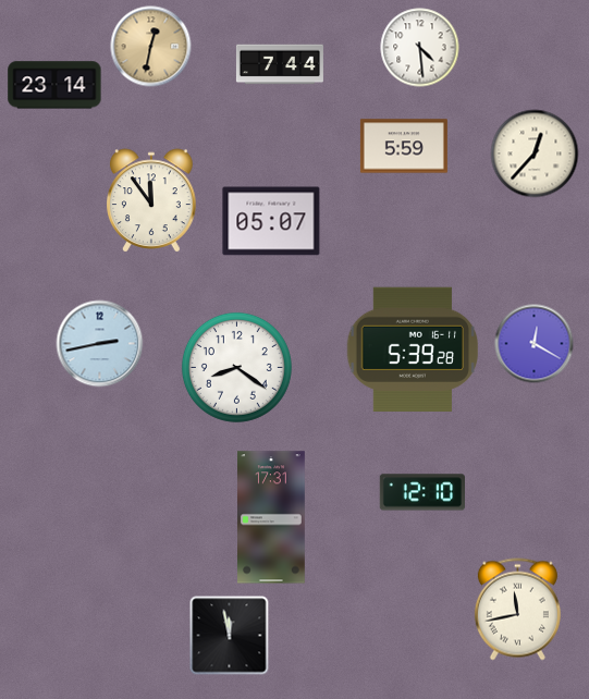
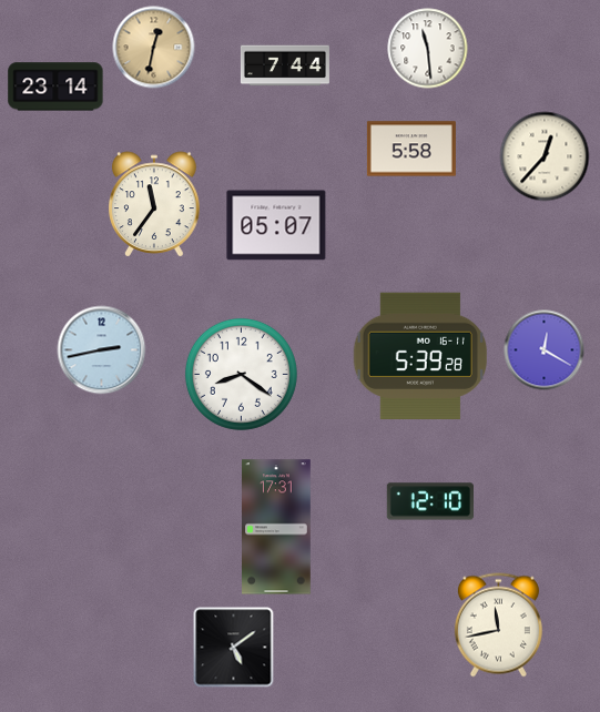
clock at (420, 48): 4:29 -> 11:29
clock at (404, 146): 5:59 -> 5:58
clock at (151, 200): 11:54 -> 11:36
clock at (517, 610) position: (517, 610) -> (498, 625)
clock at (230, 636): 11:58 -> 5:09
